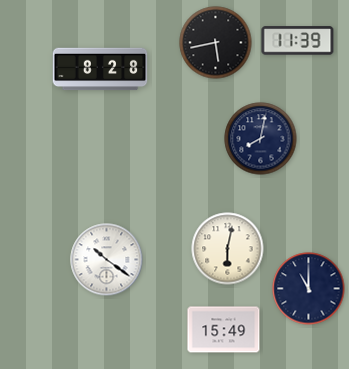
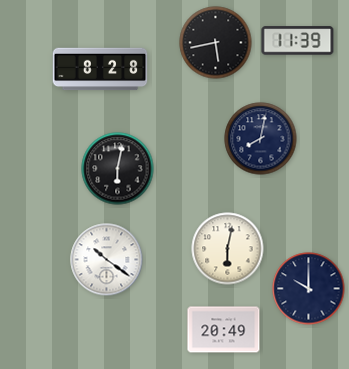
clock at (118, 169): none -> 6:02
clock at (309, 289): 11:00 -> 10:00
clock at (224, 330): 15:49 -> 20:49
